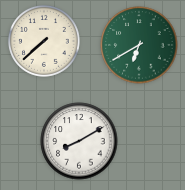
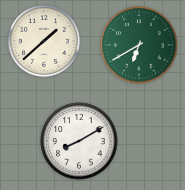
clock at (44, 41): 7:38 -> 1:38
